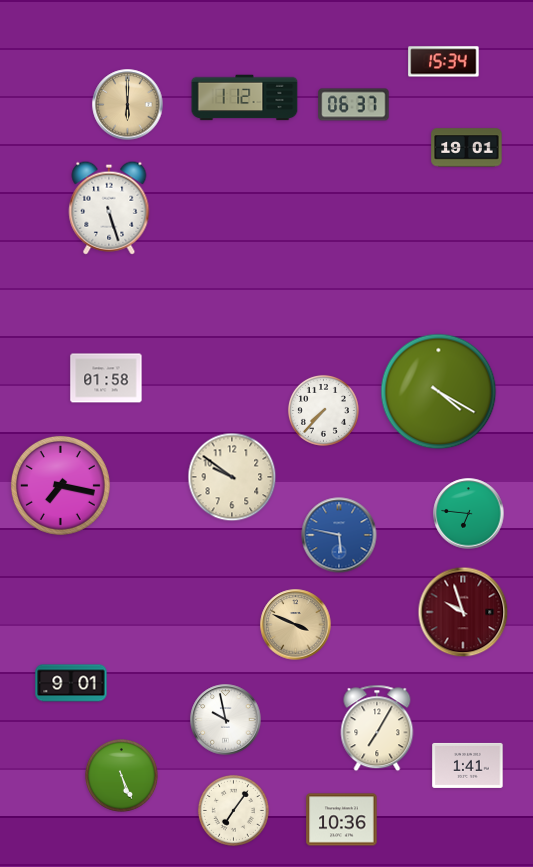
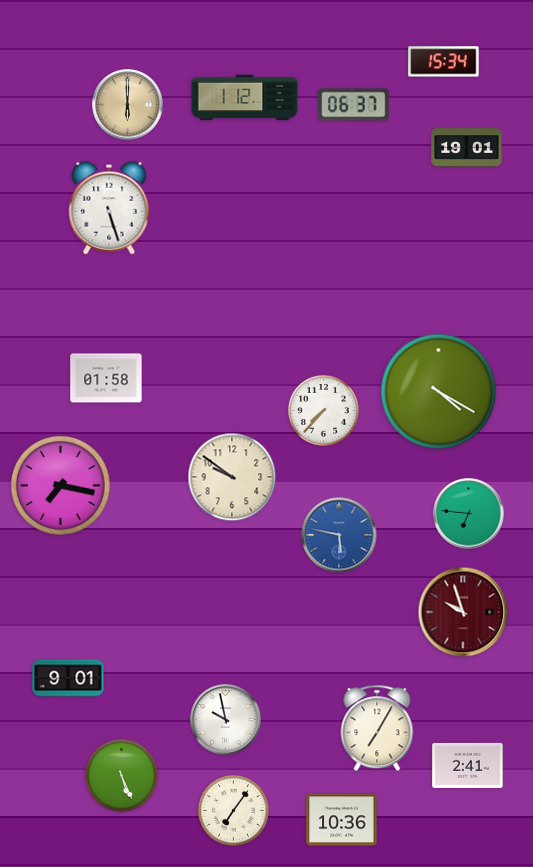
clock at (296, 625): 3:49 -> none
clock at (71, 683) position: (71, 683) -> (68, 678)
clock at (468, 765): 1:41 -> 2:41
